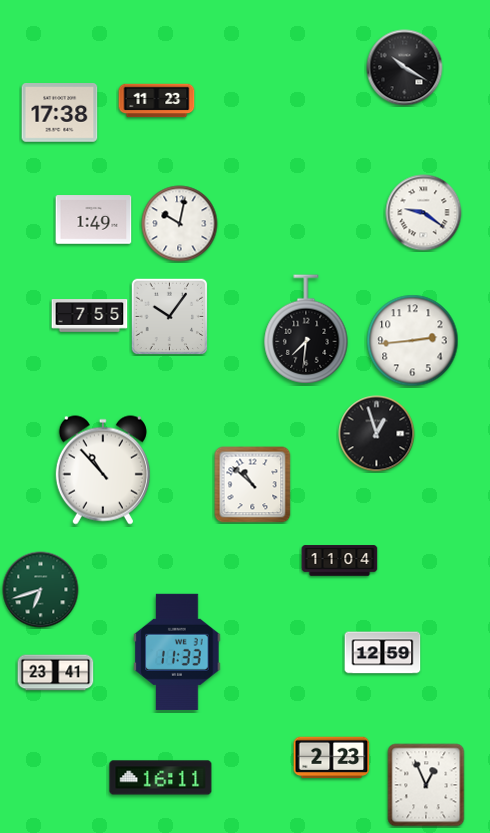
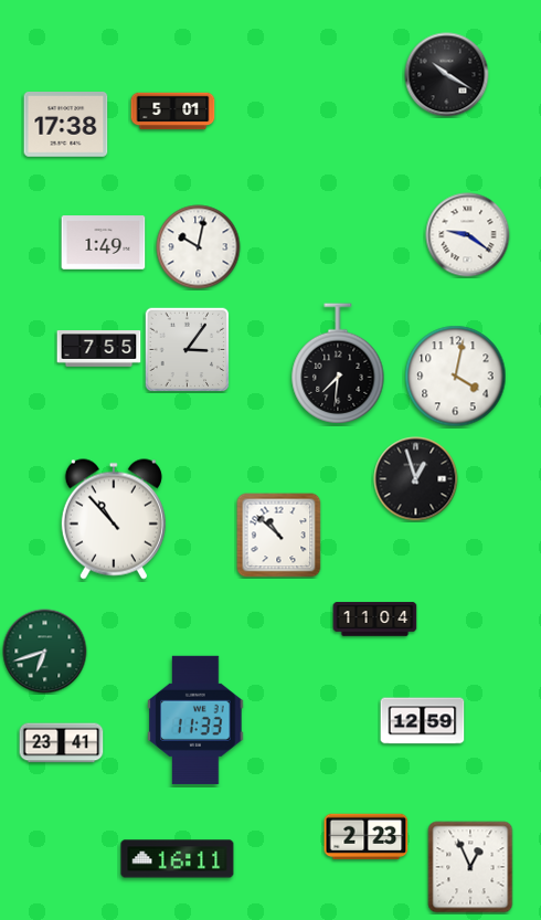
clock at (157, 101): 11:23 -> 5:01
clock at (169, 316): 10:06 -> 3:06
clock at (413, 341): 2:44 -> 4:02
